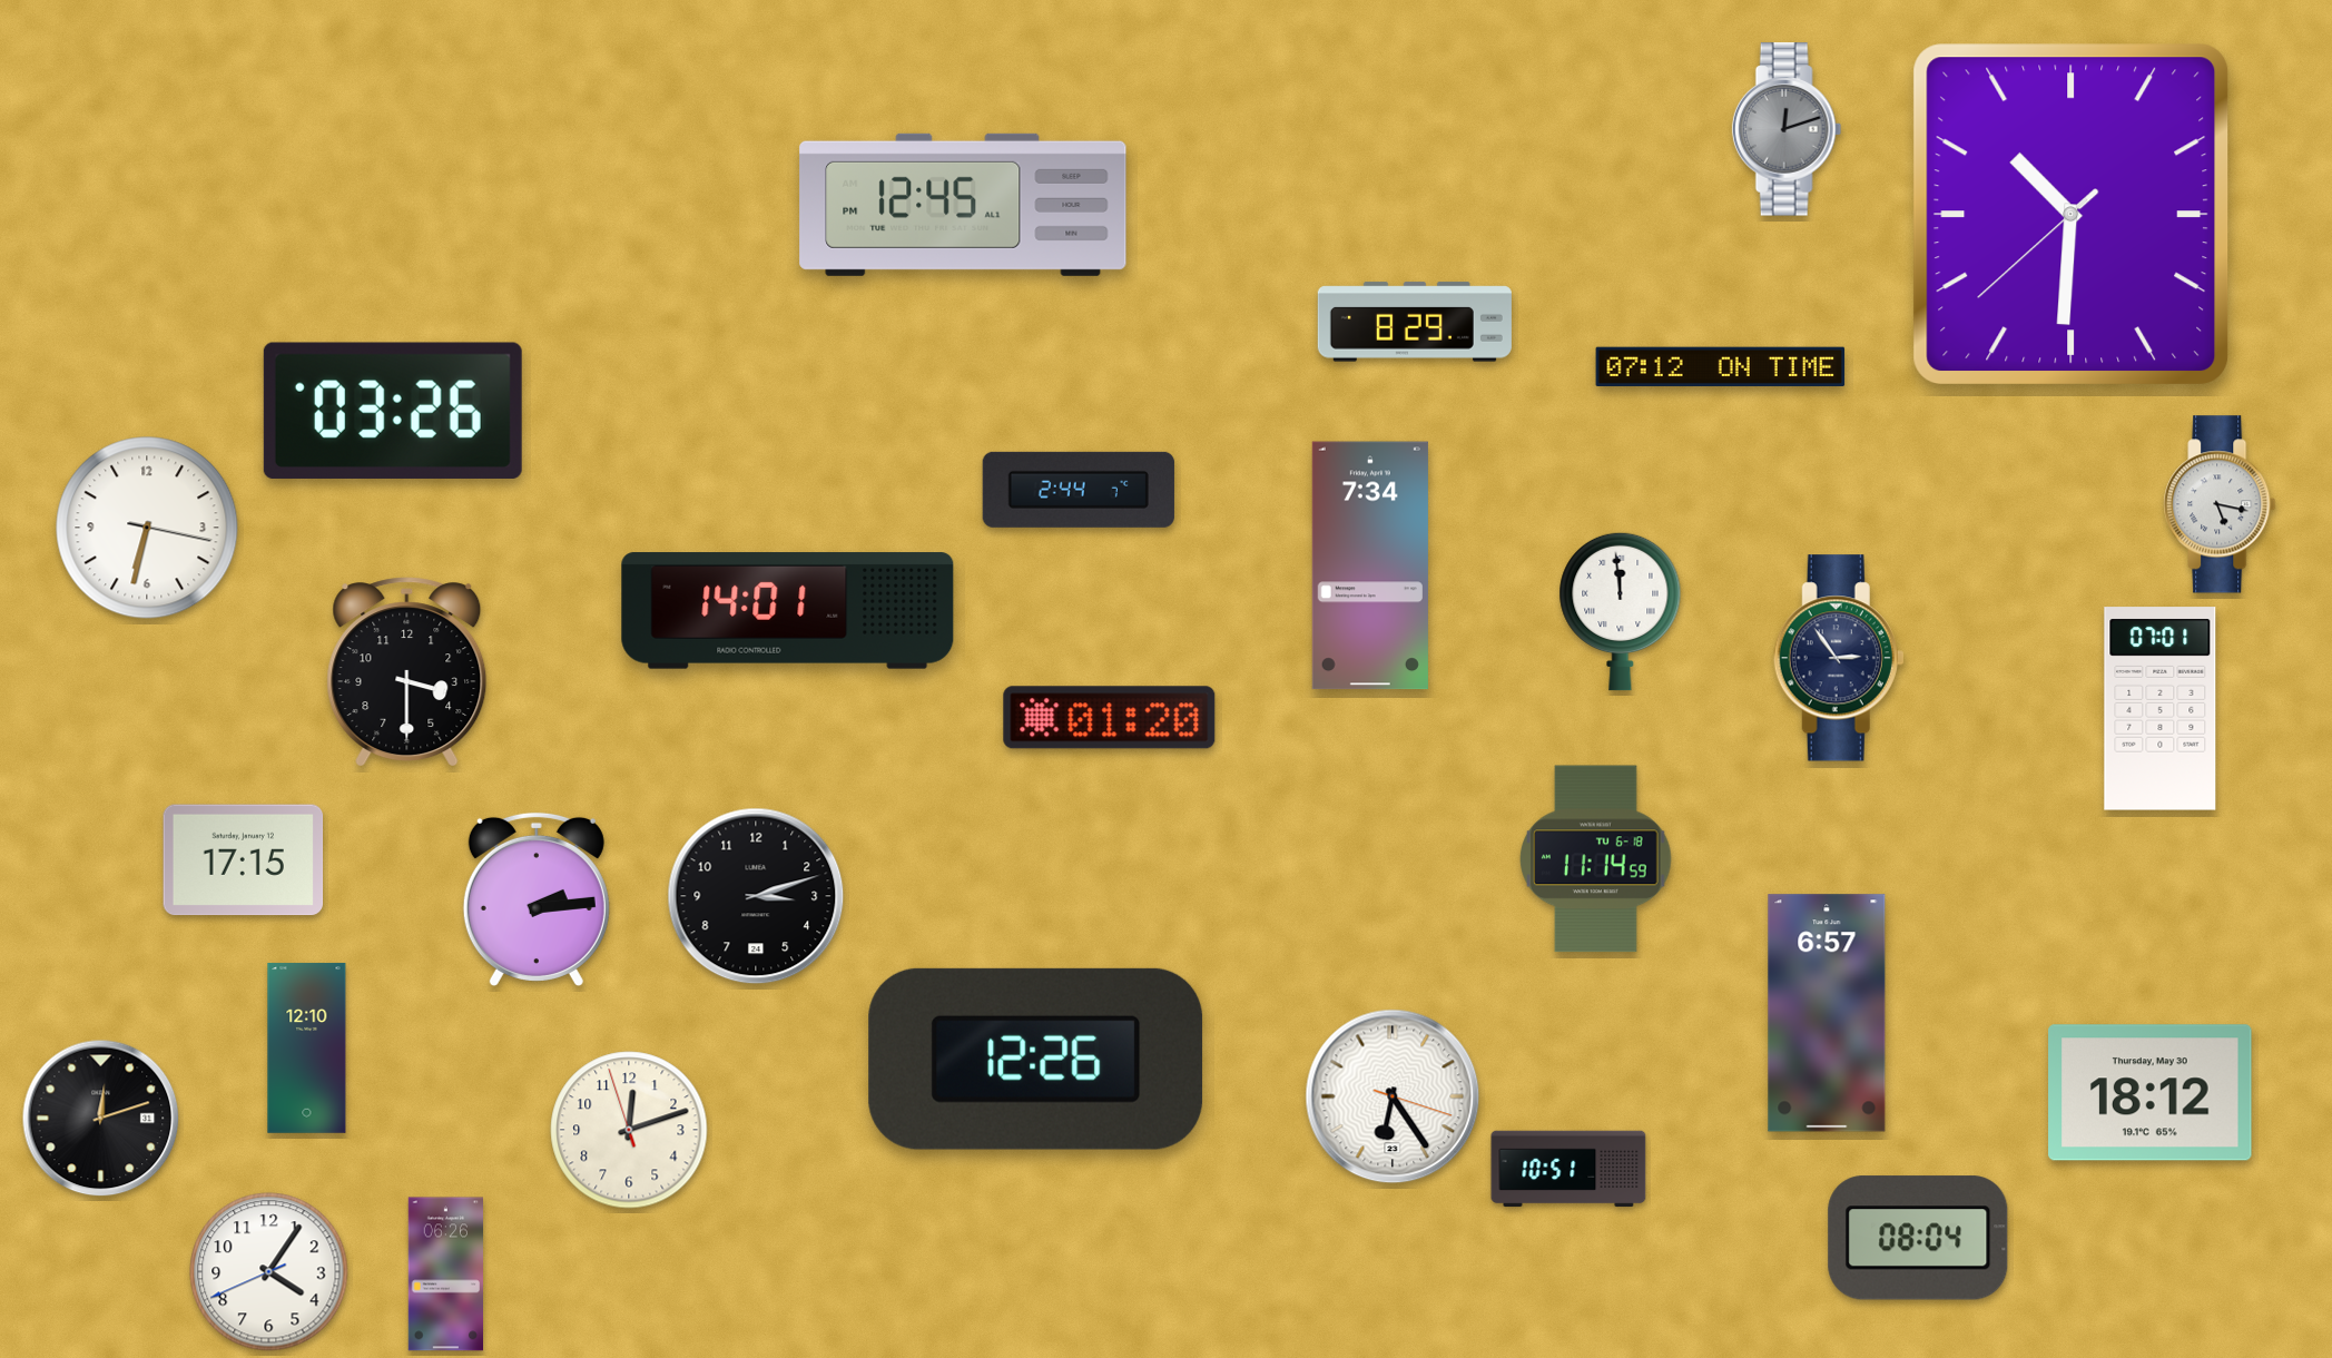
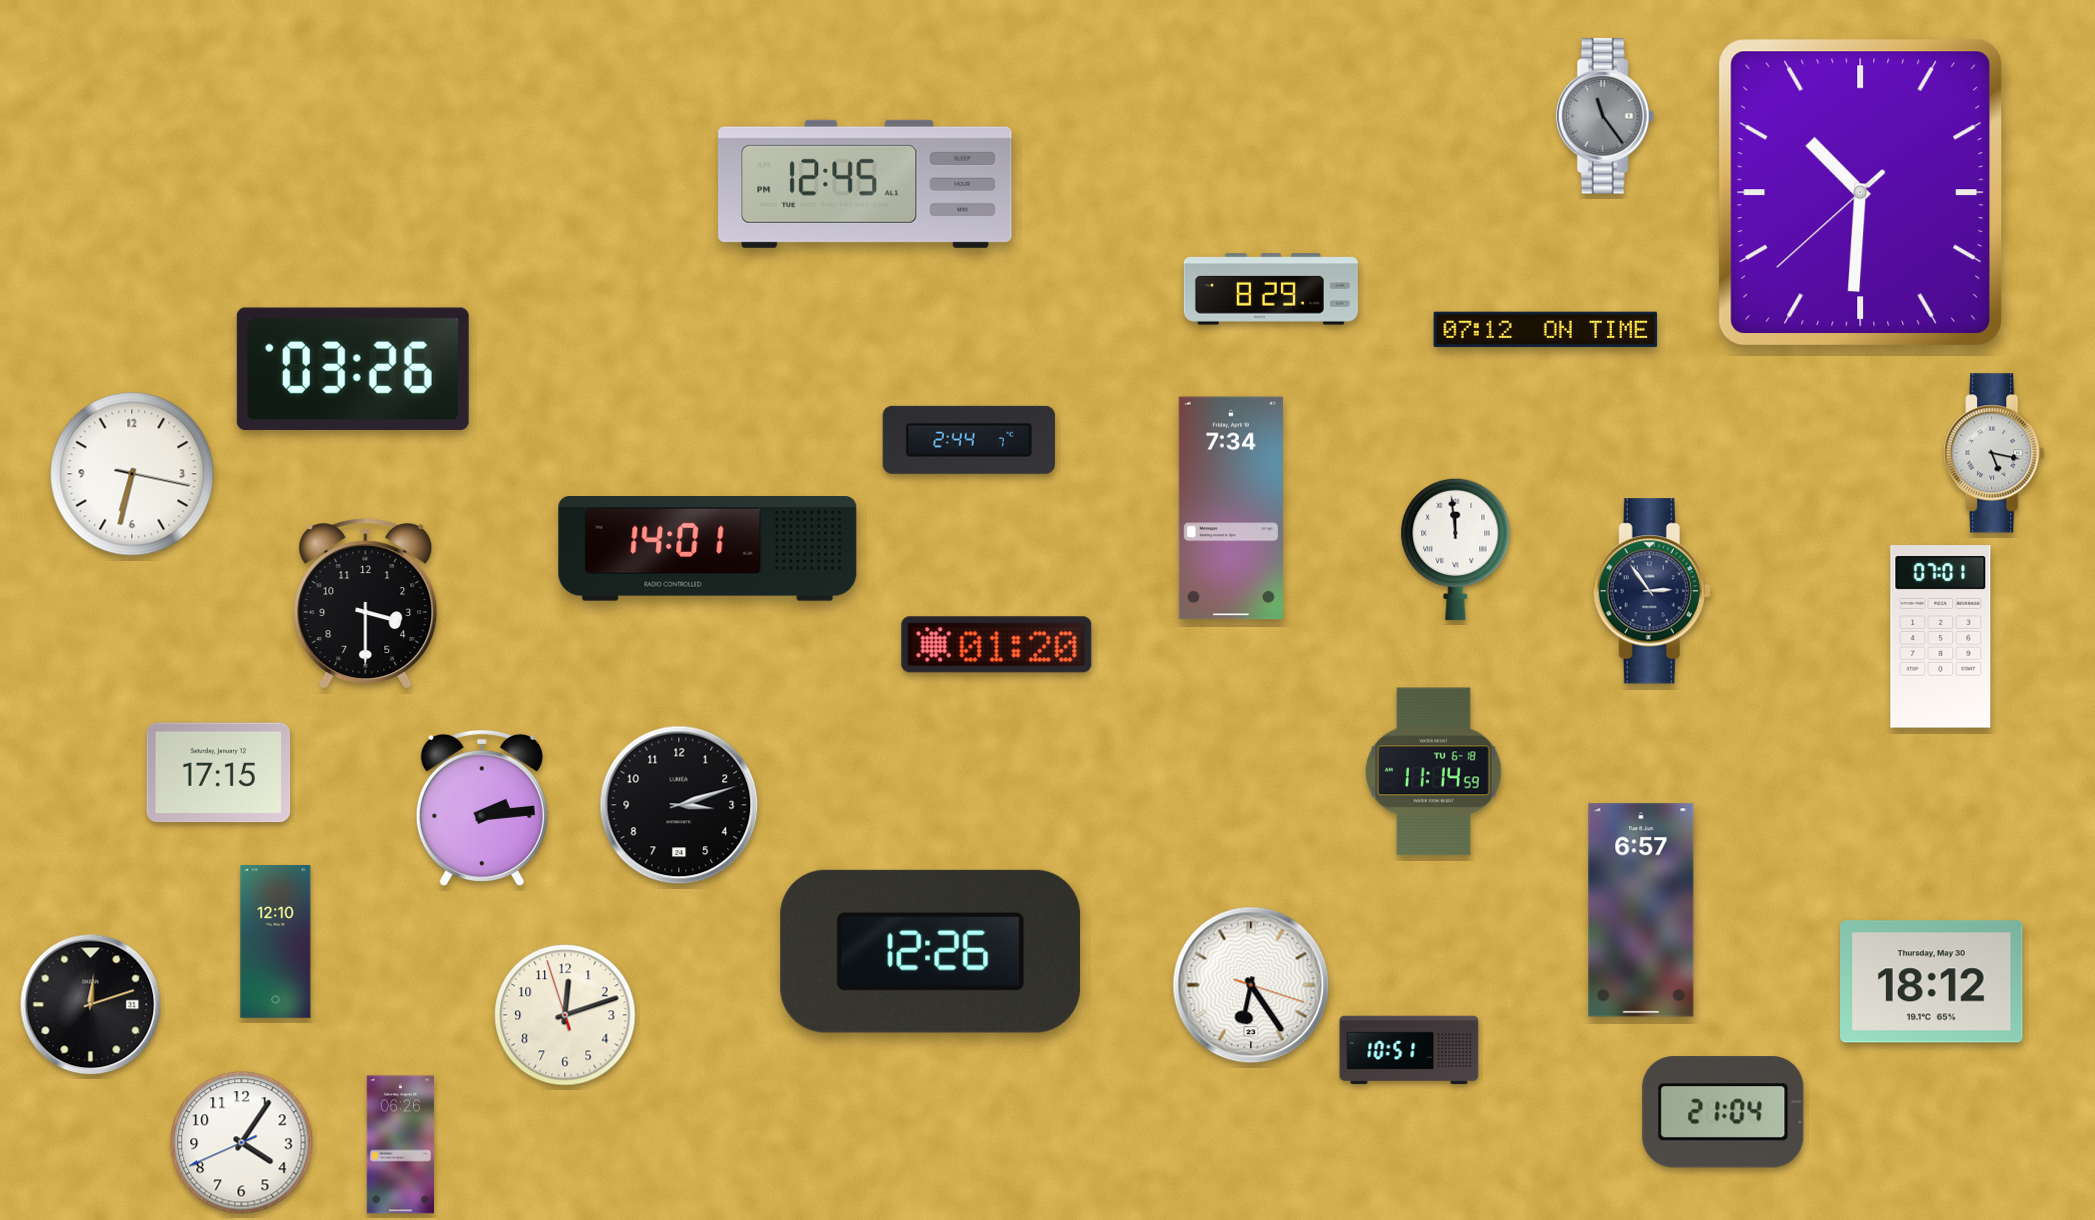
clock at (1787, 129): 12:12 -> 11:24
clock at (1918, 1238): 08:04 -> 21:04
